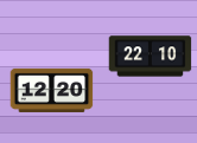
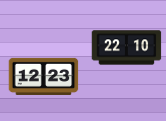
clock at (52, 90): 12:20 -> 12:23
